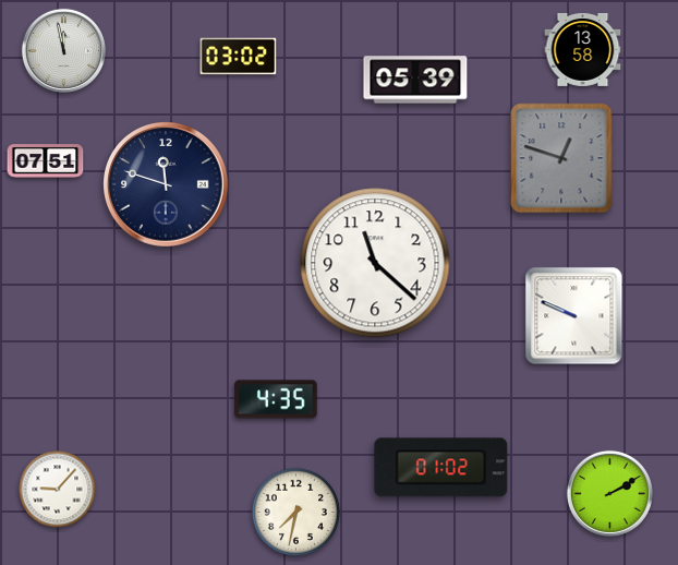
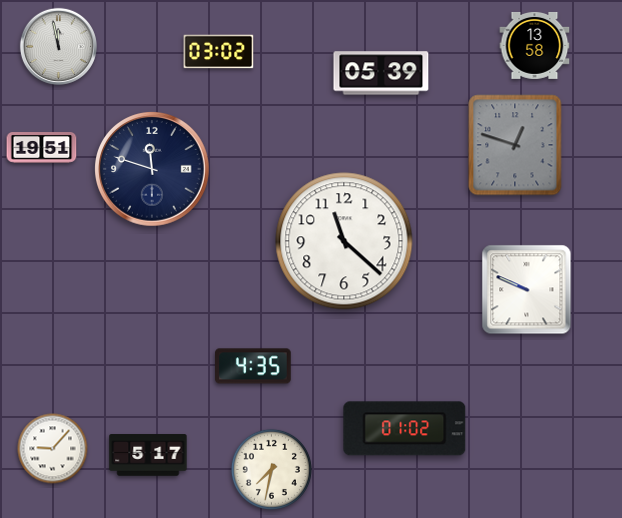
clock at (46, 161): 07:51 -> 19:51
clock at (609, 493): 2:10 -> none
clock at (148, 455): none -> 5:17
